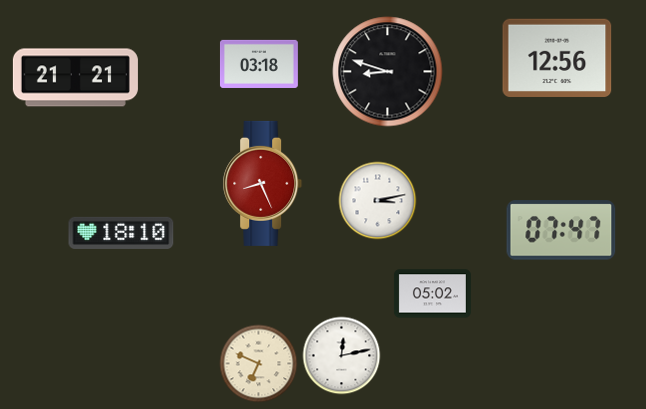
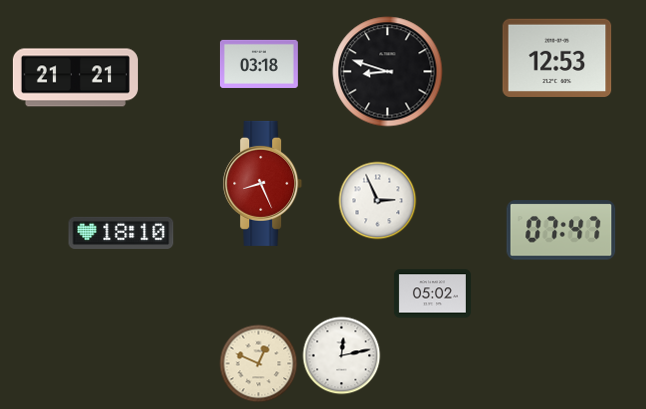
clock at (557, 58): 12:56 -> 12:53
clock at (377, 200): 3:13 -> 2:56
clock at (258, 363): 6:49 -> 12:49
